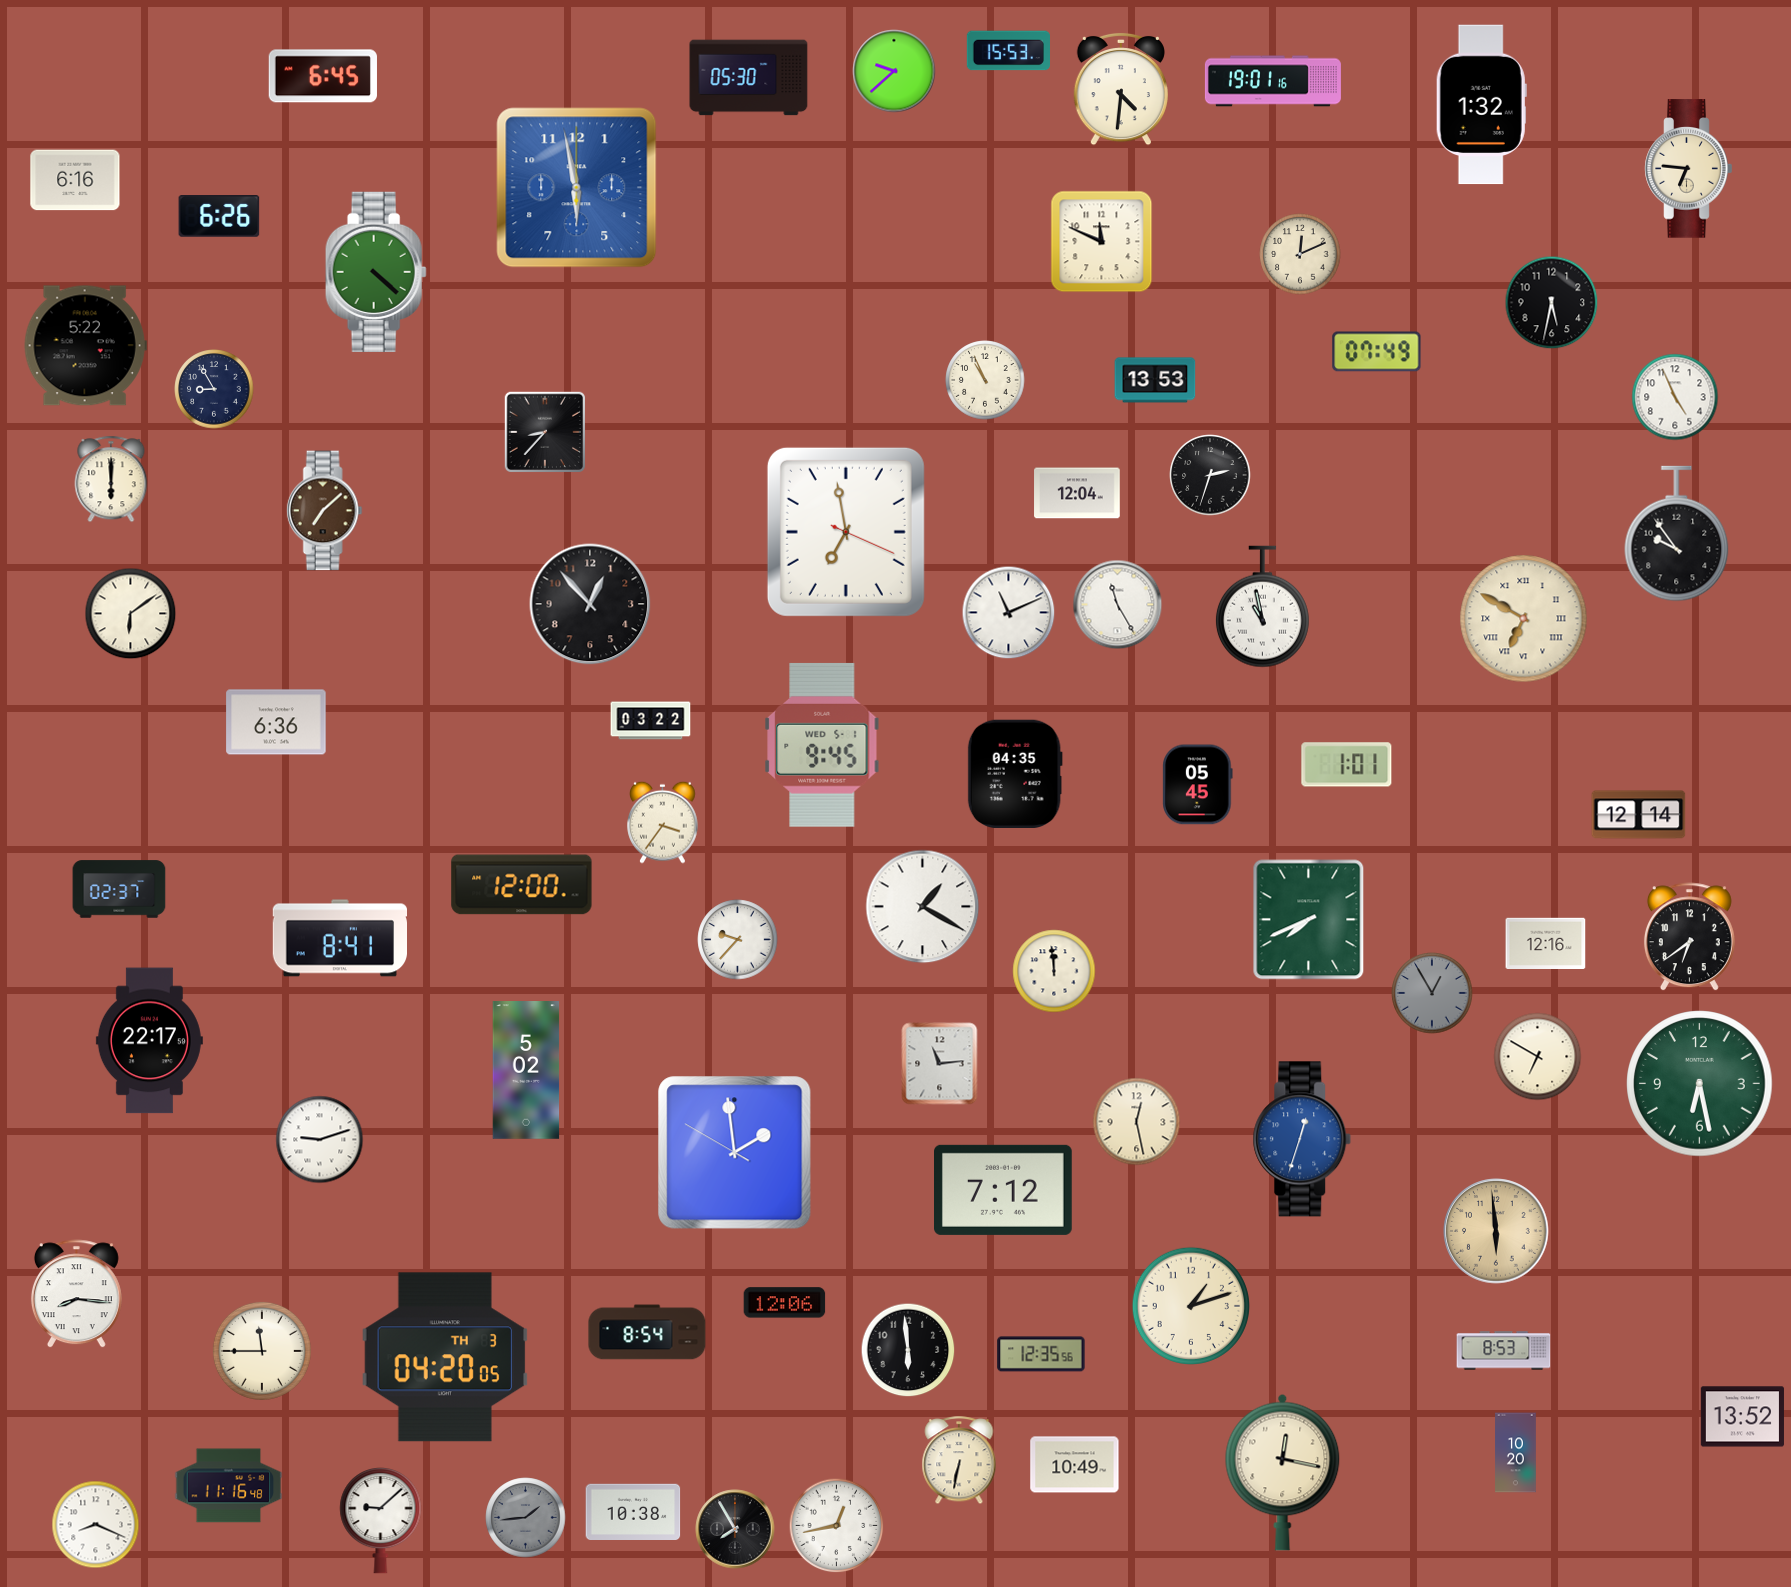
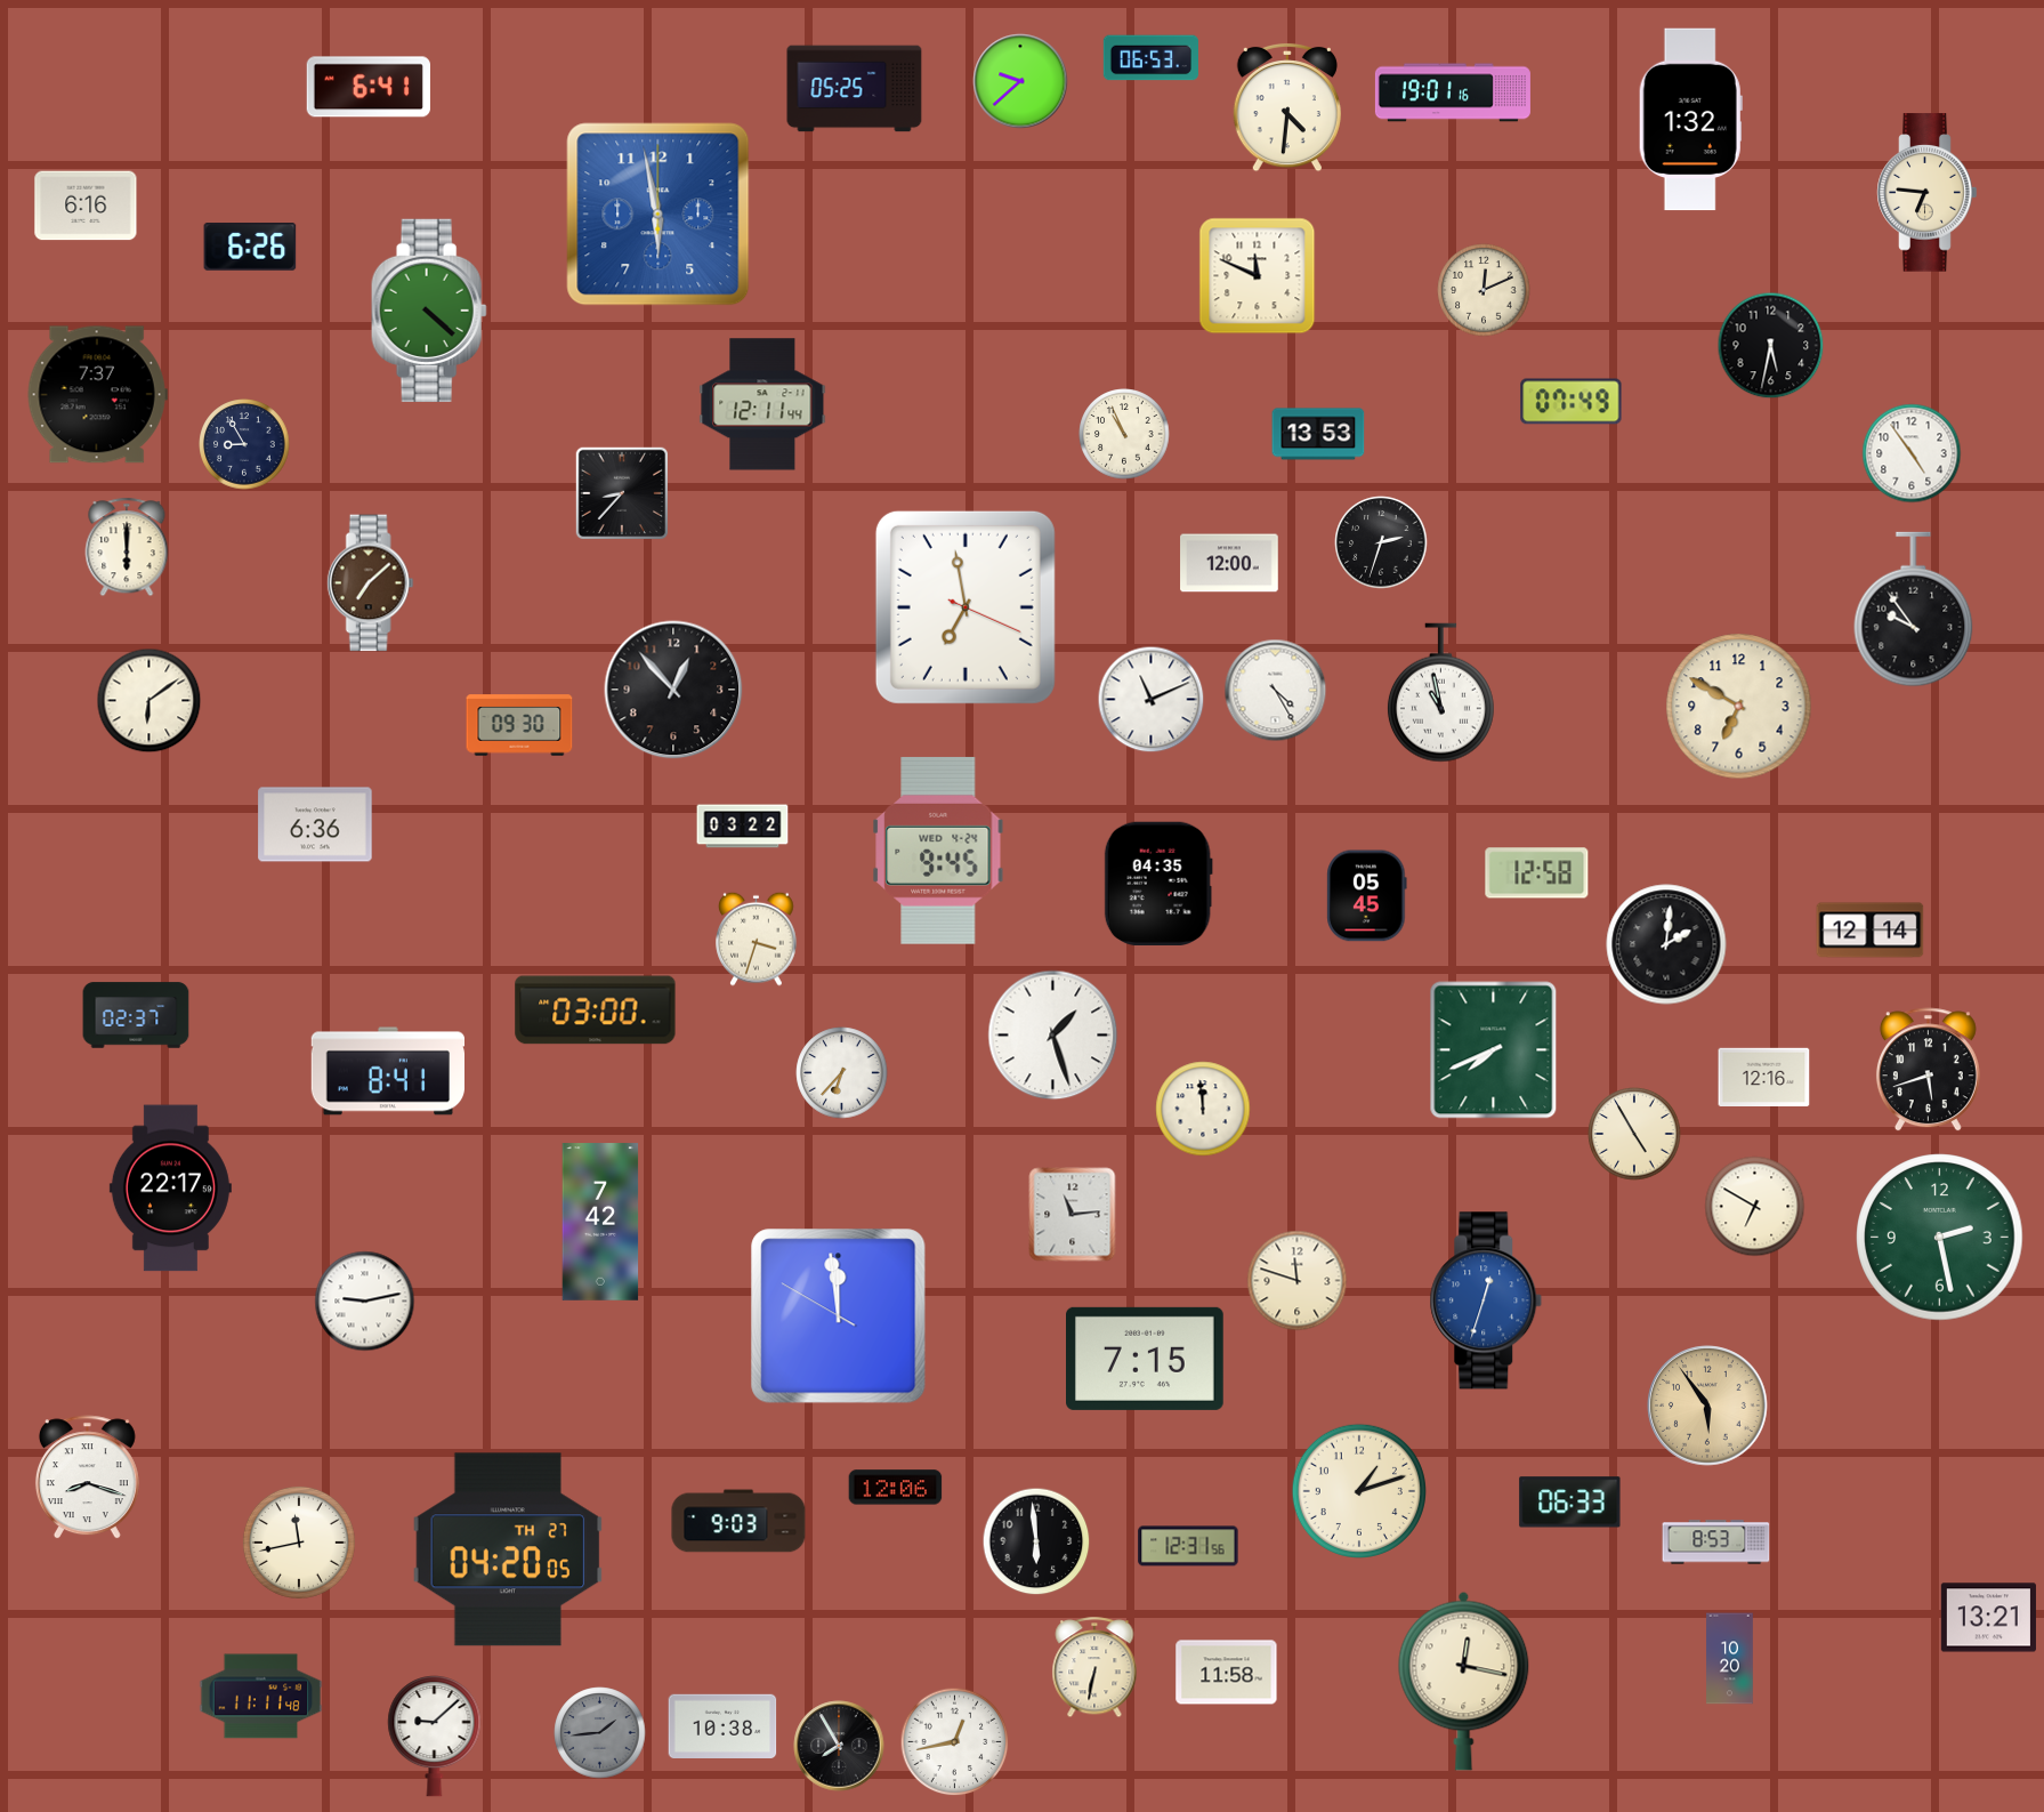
clock at (1008, 51): 15:53 -> 06:53
clock at (323, 76): 6:45 -> 6:41
clock at (749, 78): 05:30 -> 05:25
clock at (1121, 89) position: (1121, 89) -> (1287, 107)
clock at (85, 346): 5:22 -> 7:37
clock at (762, 404): none -> 12:11
clock at (1675, 397): 4:56 -> 4:54
clock at (1077, 493): 12:04 -> 12:00
clock at (1118, 605): 11:25 -> 4:25
clock at (1524, 619) numerals: Roman -> Arabic
clock at (519, 725): none -> 09:30
clock at (651, 721) position: (651, 721) -> (743, 827)
clock at (822, 745) date: WED 5-1 -> WED 4-24
clock at (1347, 765): 1:01 -> 12:58
clock at (663, 822): 3:36 -> 3:33
clock at (1666, 944): none -> 2:01
clock at (522, 885): 12:00 -> 03:00
clock at (923, 907): 1:20 -> 1:27
clock at (1689, 937): 6:39 -> 5:42
clock at (738, 940): 9:37 -> 6:37
clock at (1432, 993): 12:55 -> 4:55
clock at (1432, 993) dial: grey -> cream
clock at (526, 1070): 5:02 -> 7:42
clock at (1700, 1084): 6:28 -> 2:28
clock at (1137, 1122): 12:28 -> 11:48
clock at (320, 1140): 9:12 -> 9:13
clock at (735, 1153): 1:58 -> 11:58
clock at (1004, 1190): 7:12 -> 7:15
clock at (1496, 1231): 5:59 -> 5:54
clock at (76, 1294): 8:16 -> 8:18
clock at (1570, 1503): none -> 06:33
clock at (647, 1332): 8:54 -> 9:03
clock at (262, 1351): 11:45 -> 11:43
clock at (1041, 1354): 12:35 -> 12:31
clock at (444, 1357) date: TH 3 -> TH 27
clock at (1742, 1417): 13:52 -> 13:21
clock at (1075, 1465): 10:49 -> 11:58
clock at (229, 1486): 11:16 -> 11:11
clock at (96, 1525): 8:19 -> none
